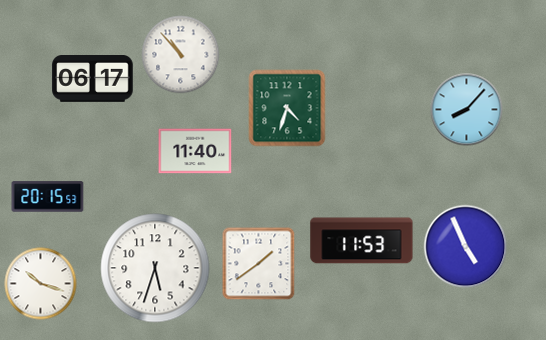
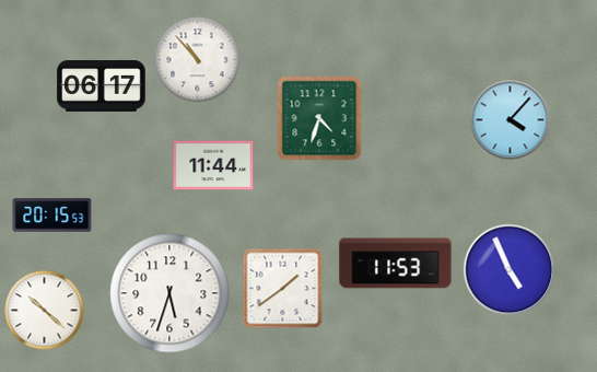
clock at (287, 108) position: (287, 108) -> (319, 118)
clock at (467, 110): 8:07 -> 4:07
clock at (195, 151): 11:40 -> 11:44
clock at (41, 284): 10:18 -> 10:22
